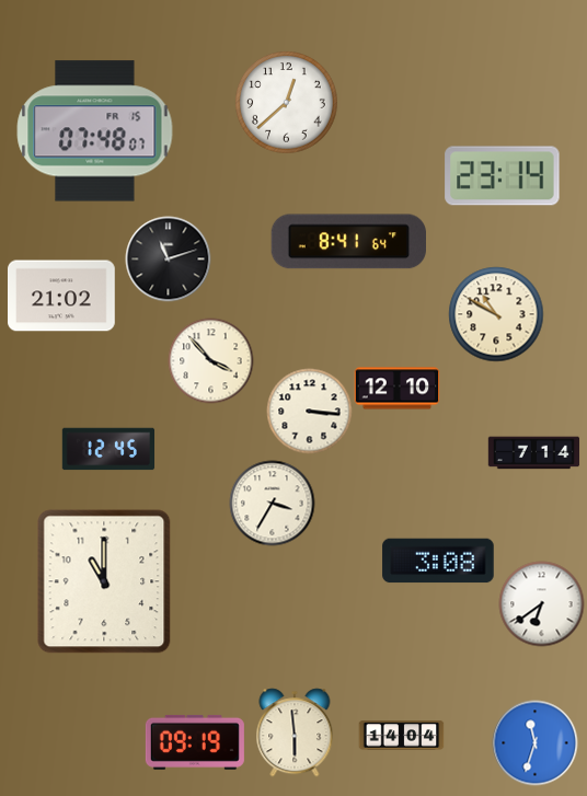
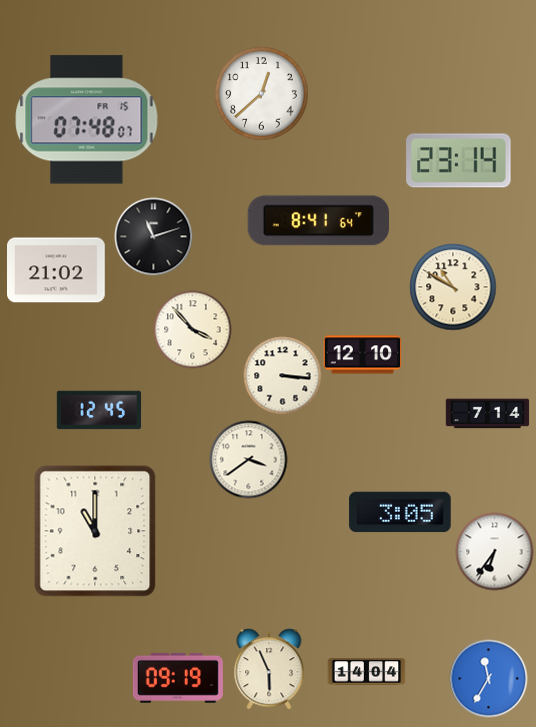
clock at (272, 503): 3:35 -> 3:39
clock at (438, 561): 3:08 -> 3:05
clock at (541, 603): 6:39 -> 6:36
clock at (295, 732): 5:59 -> 5:56
clock at (534, 742): 11:33 -> 11:35
